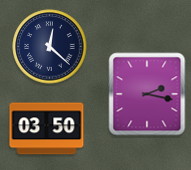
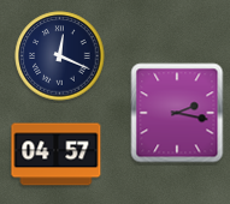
clock at (50, 47): 12:22 -> 12:19
clock at (47, 129): 03:50 -> 04:57
